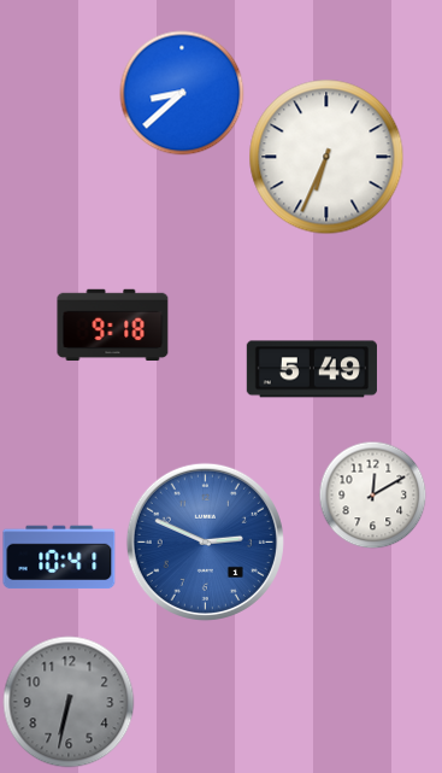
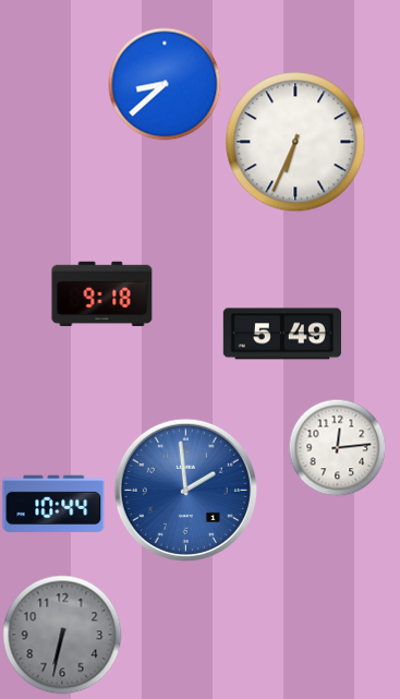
clock at (372, 494): 12:10 -> 12:14
clock at (205, 541): 2:49 -> 1:59
clock at (59, 557): 10:41 -> 10:44
